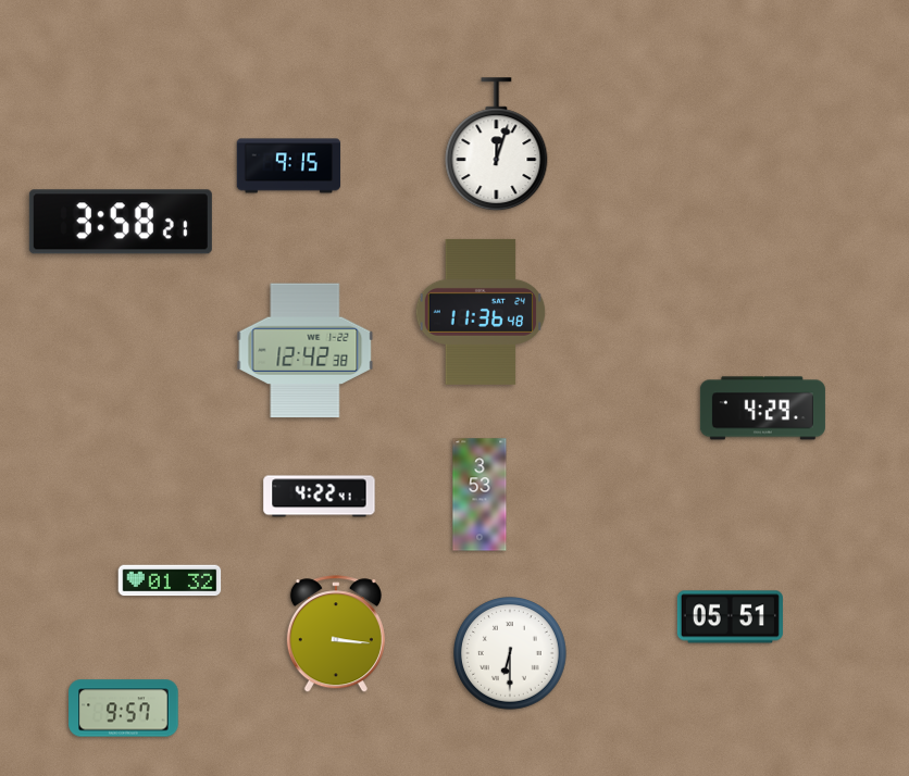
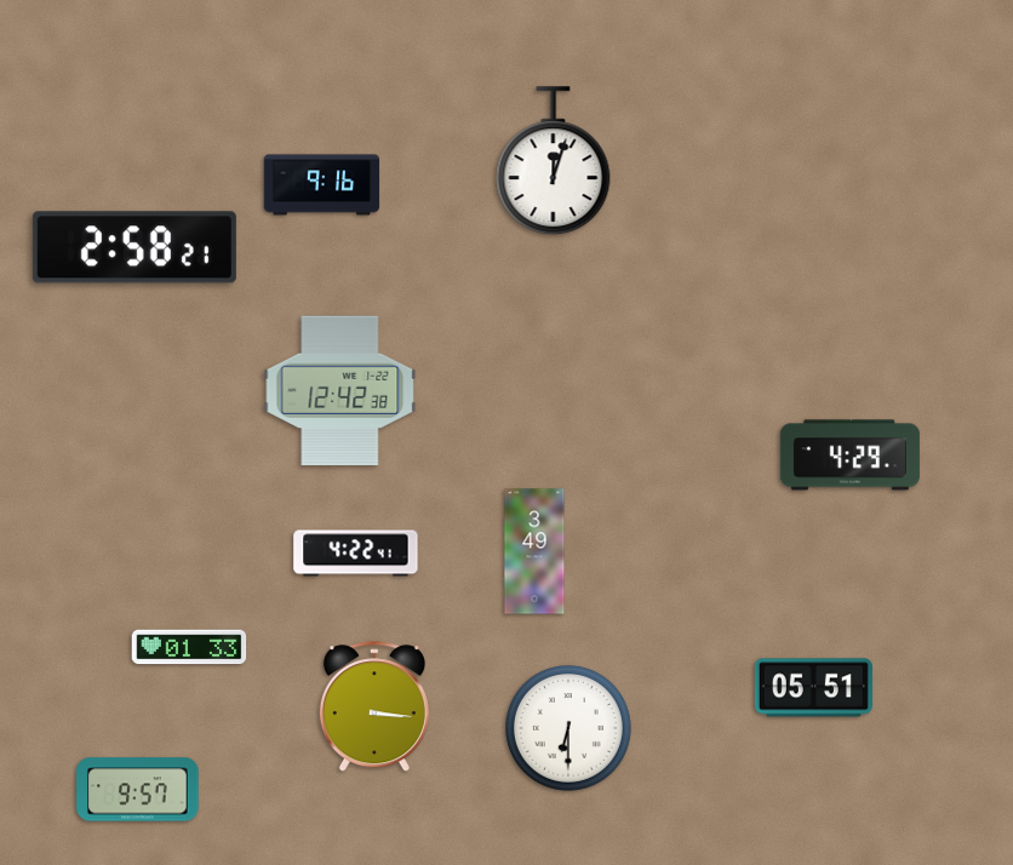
clock at (289, 166): 9:15 -> 9:16
clock at (121, 222): 3:58 -> 2:58
clock at (481, 312): 11:36 -> none
clock at (480, 495): 3:53 -> 3:49
clock at (170, 580): 01:32 -> 01:33
